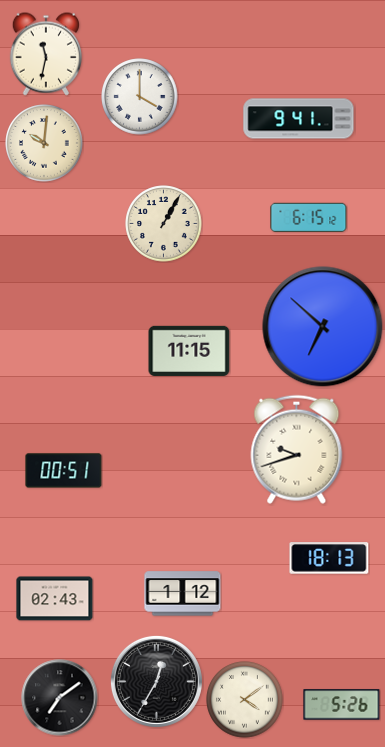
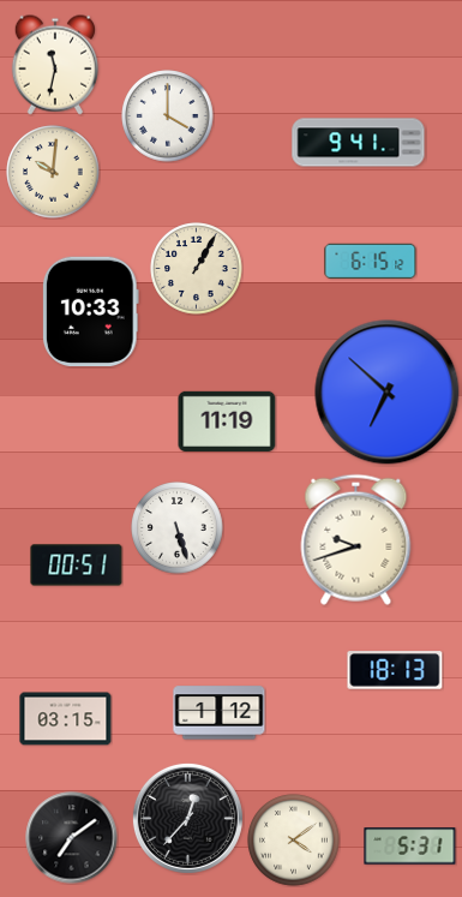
clock at (90, 311): none -> 10:33
clock at (189, 351): 11:15 -> 11:19
clock at (178, 528): none -> 5:27
clock at (55, 599): 02:43 -> 03:15
clock at (156, 681): 12:35 -> 12:37
clock at (342, 705): 5:26 -> 5:31
